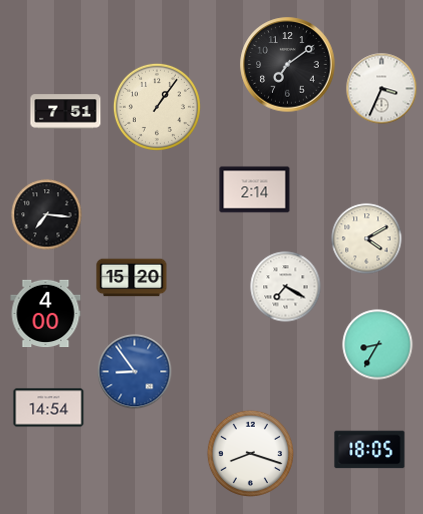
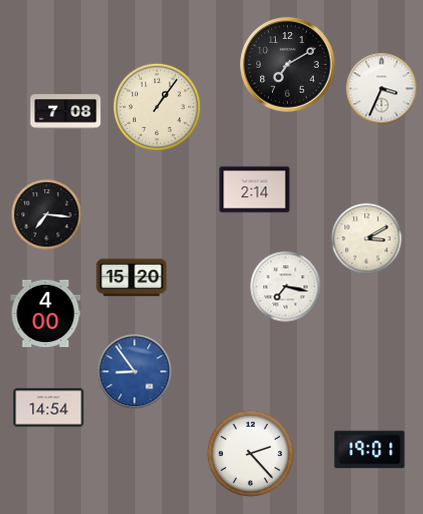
clock at (288, 65): 7:09 -> 7:10
clock at (66, 112): 7:51 -> 7:08
clock at (367, 239): 4:10 -> 3:10
clock at (286, 287): 7:20 -> 7:17
clock at (378, 345): 8:35 -> none
clock at (370, 450): 18:05 -> 19:01
clock at (250, 453): 8:18 -> 2:23
